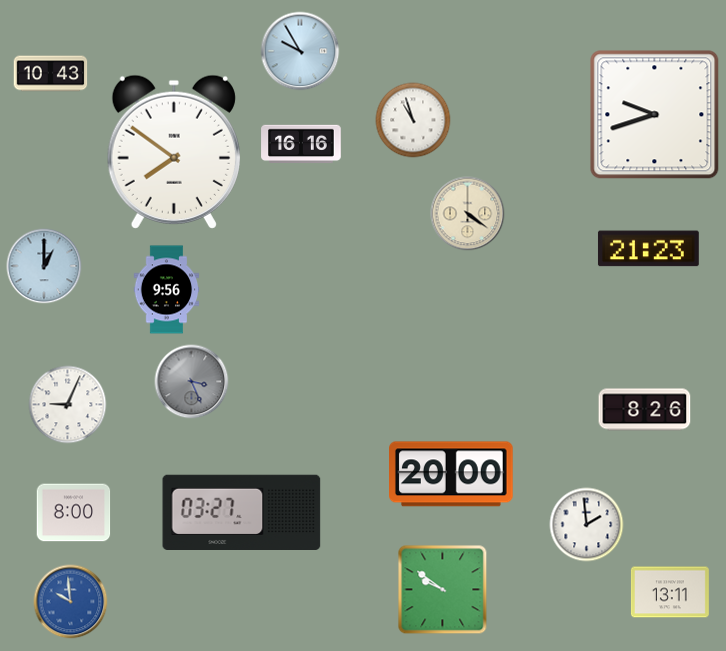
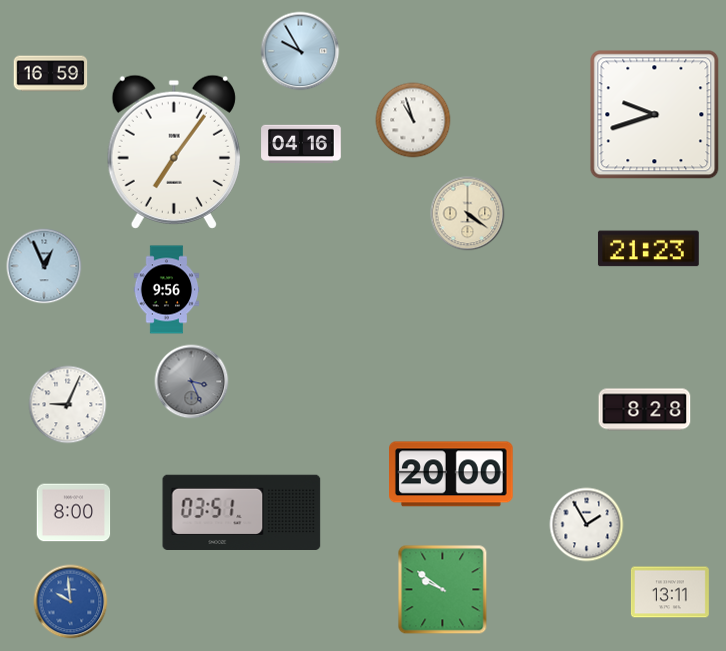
clock at (51, 74): 10:43 -> 16:59
clock at (301, 144): 16:16 -> 04:16
clock at (174, 152): 7:51 -> 7:06
clock at (44, 266): 1:00 -> 12:56
clock at (645, 410): 8:26 -> 8:28
clock at (242, 512): 03:27 -> 03:51
clock at (587, 525): 1:59 -> 1:55
